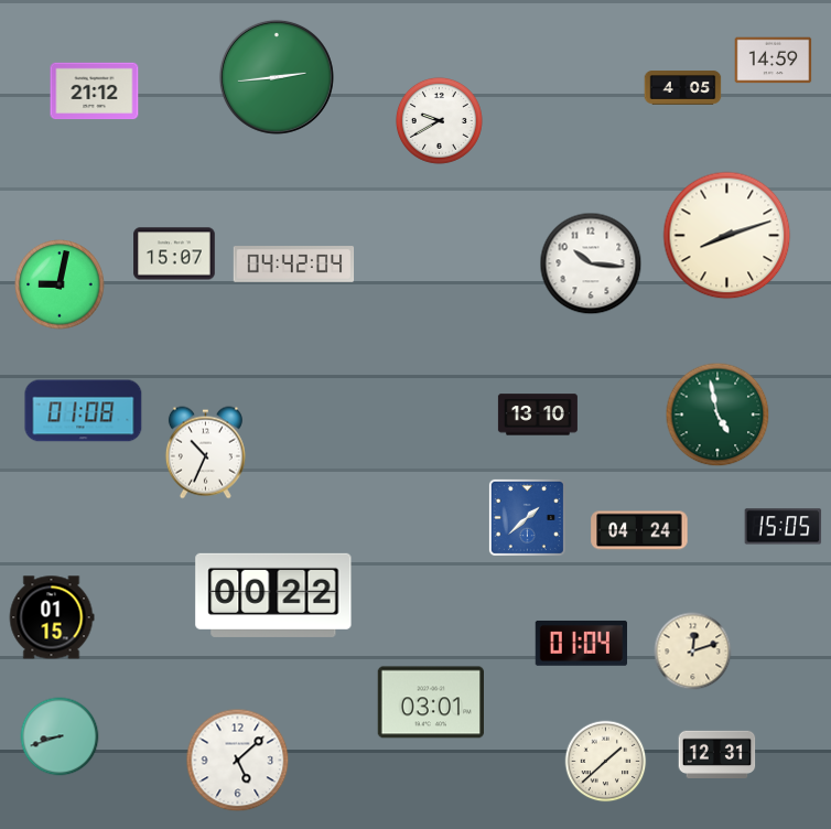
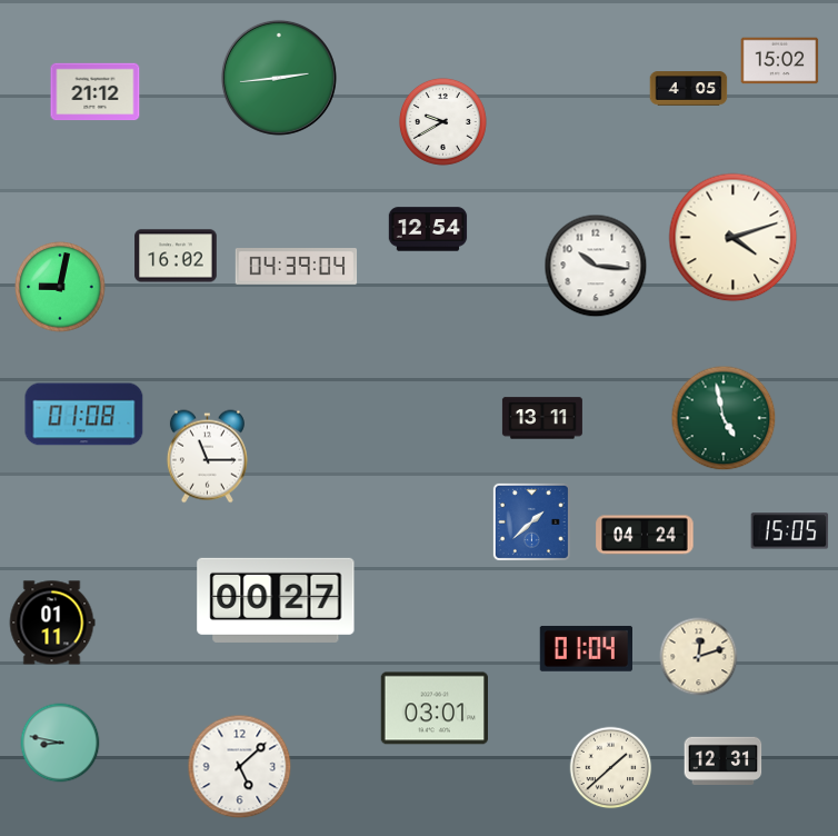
clock at (774, 61): 14:59 -> 15:02
clock at (428, 229): none -> 12:54
clock at (727, 236): 8:12 -> 4:12
clock at (174, 254): 15:07 -> 16:02
clock at (294, 265): 04:42 -> 04:39
clock at (538, 415): 13:10 -> 13:11
clock at (205, 453): 10:34 -> 11:15
clock at (273, 595): 00:22 -> 00:27
clock at (52, 617): 01:15 -> 01:11
clock at (60, 736): 8:42 -> 8:47
